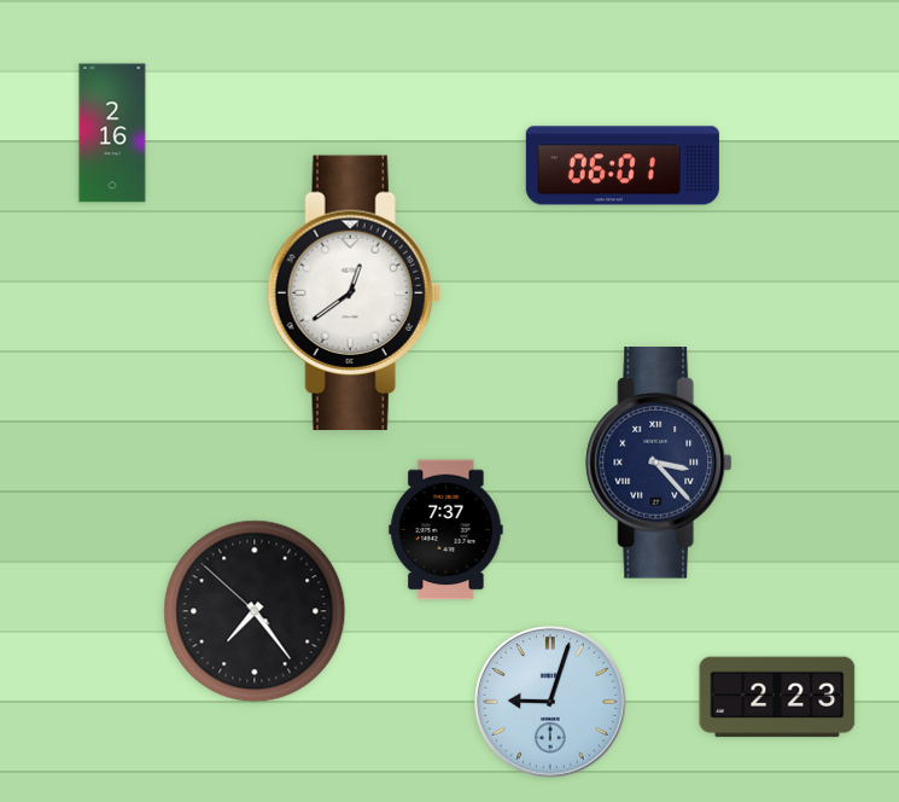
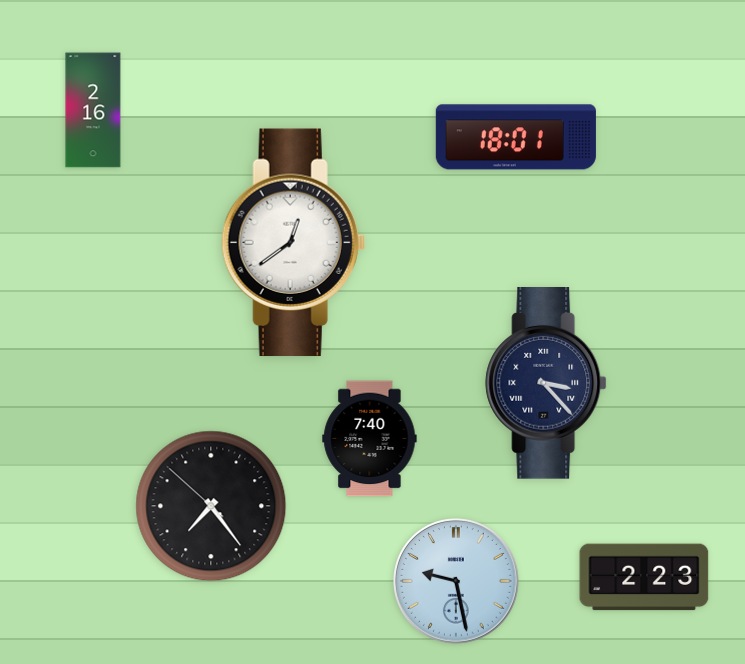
clock at (623, 165): 06:01 -> 18:01
clock at (446, 530): 7:37 -> 7:40
clock at (551, 703): 9:03 -> 9:28
